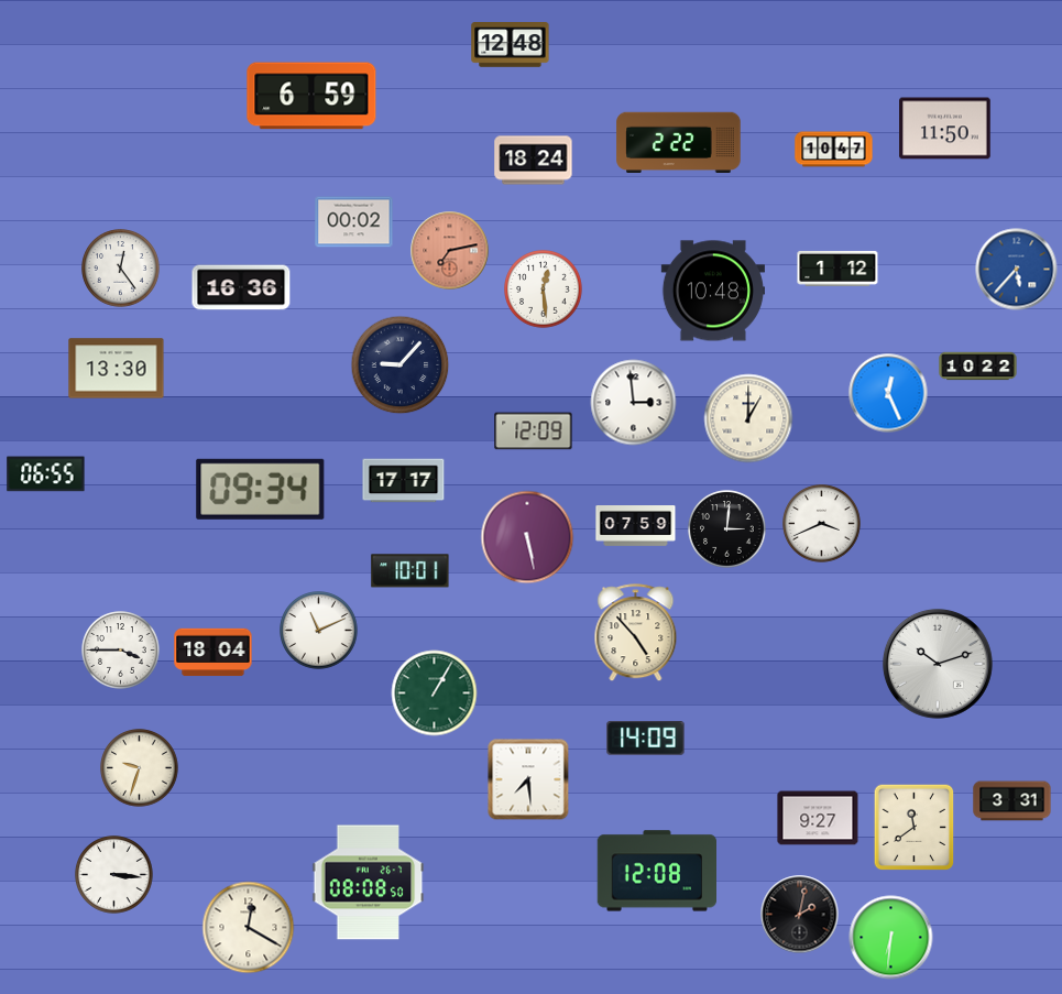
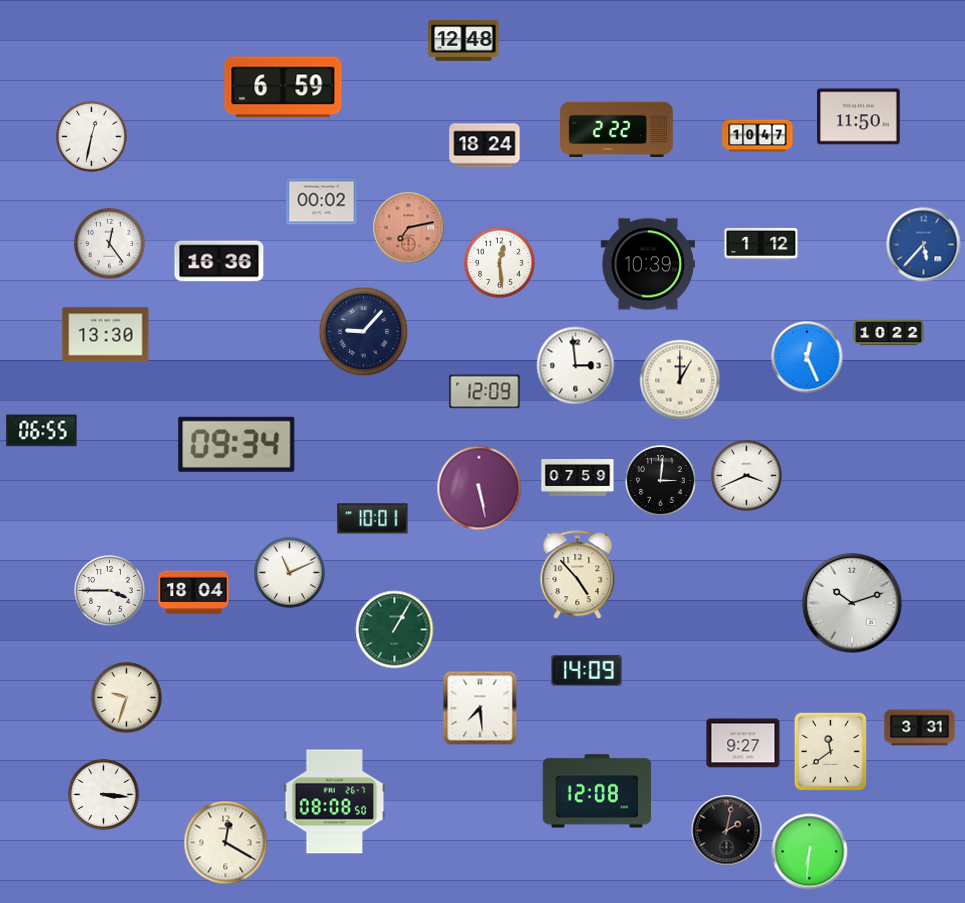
clock at (92, 137): none -> 12:32
clock at (544, 290) position: (544, 290) -> (500, 263)
clock at (713, 291): 10:48 -> 10:39
clock at (404, 481): 17:17 -> none
